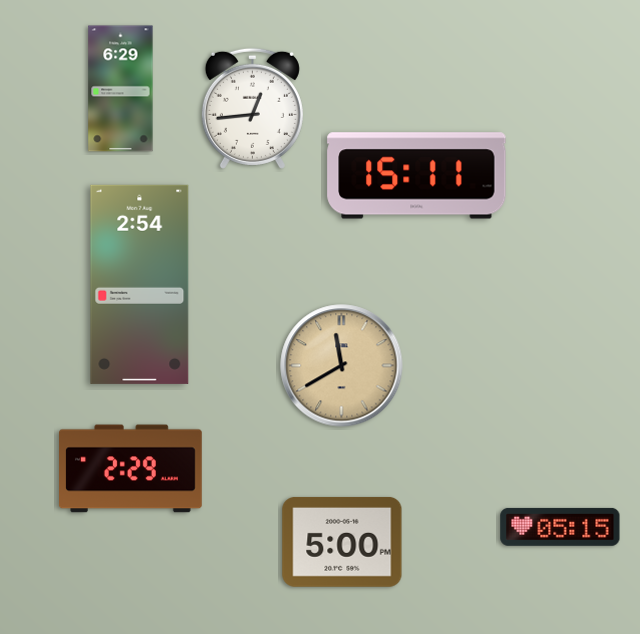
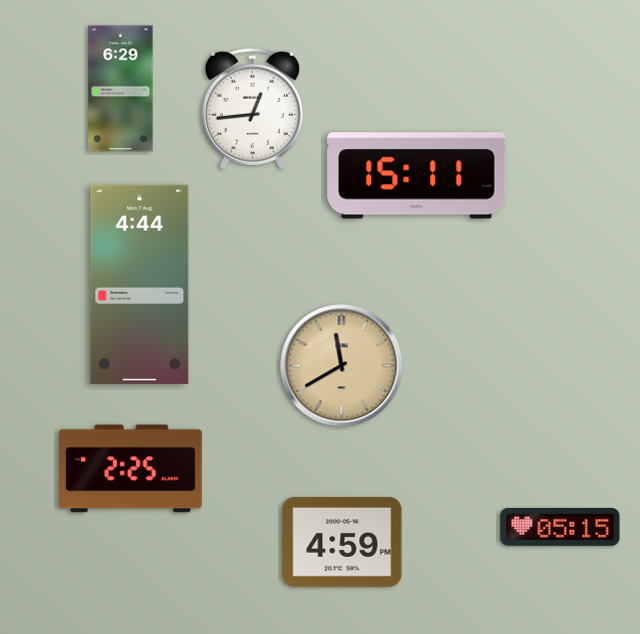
clock at (140, 284): 2:54 -> 4:44
clock at (131, 469): 2:29 -> 2:25
clock at (342, 542): 5:00 -> 4:59
